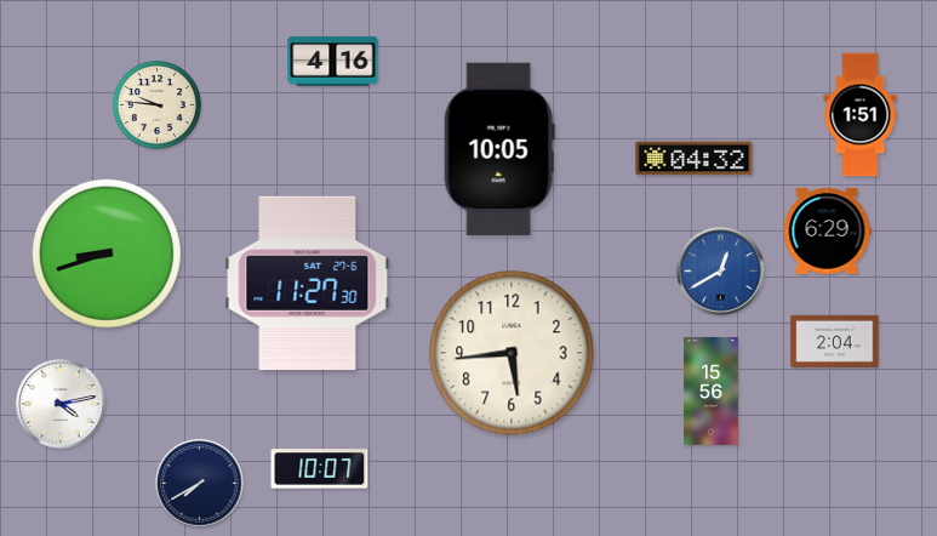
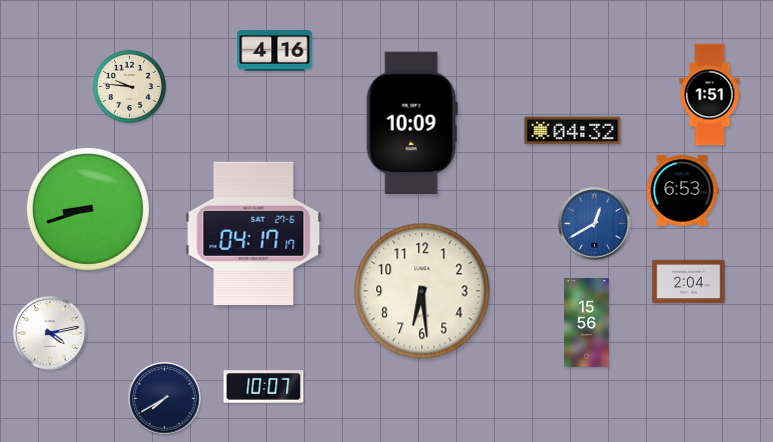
clock at (499, 148): 10:05 -> 10:09
clock at (827, 232): 6:29 -> 6:53
clock at (308, 283): 11:27 -> 04:17
clock at (512, 353): 5:44 -> 6:29
